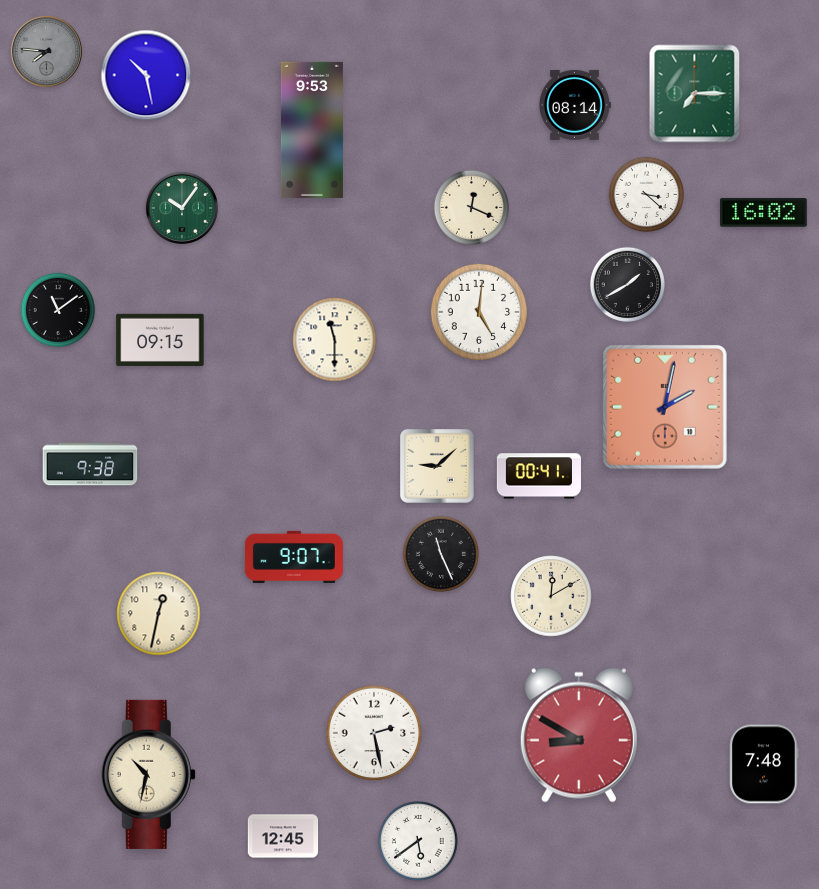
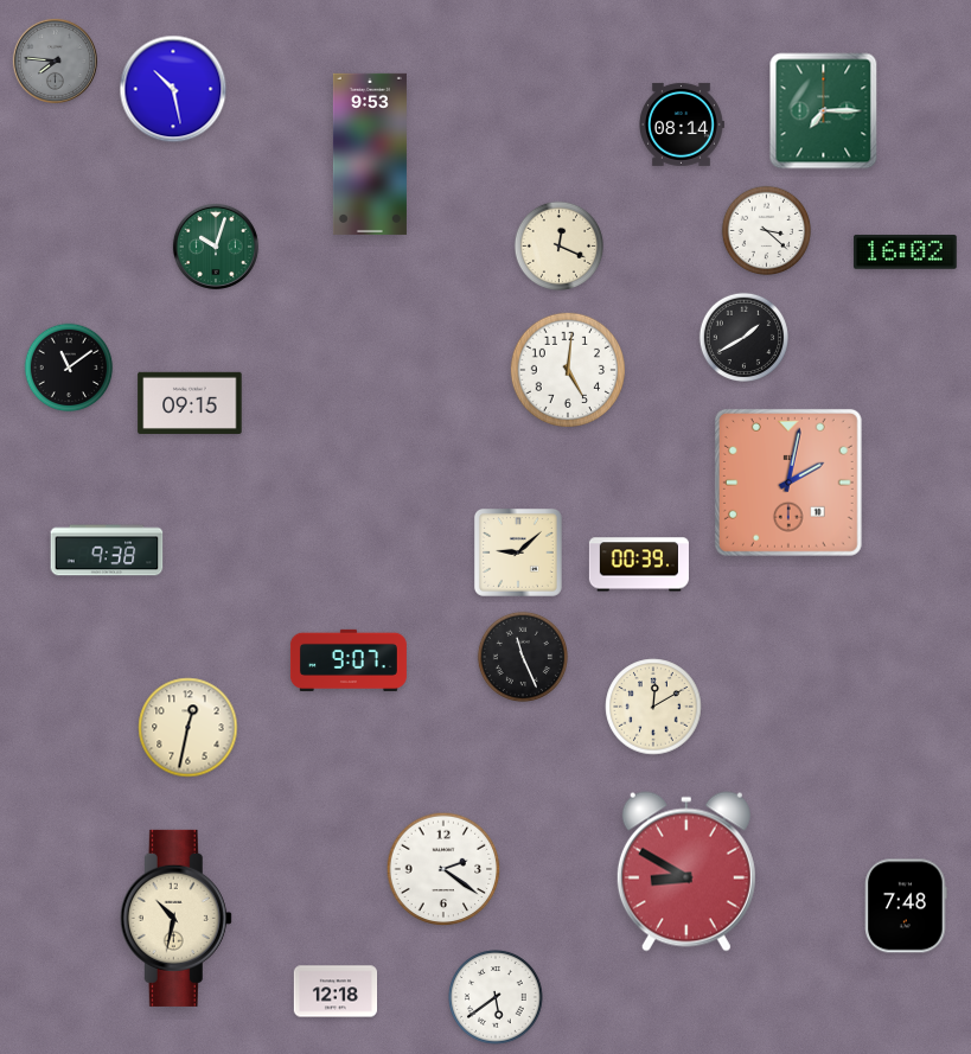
clock at (182, 208): 10:06 -> 10:03
clock at (335, 340): 11:30 -> none
clock at (539, 476): 00:41 -> 00:39
clock at (374, 733): 2:28 -> 2:21
clock at (283, 836): 12:45 -> 12:18
